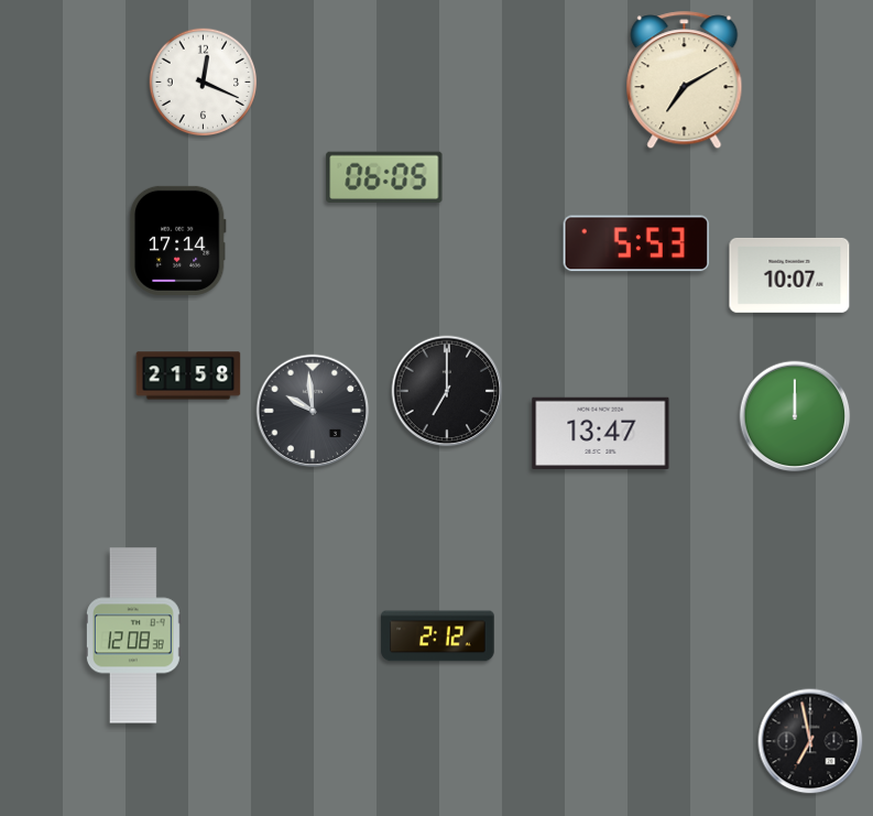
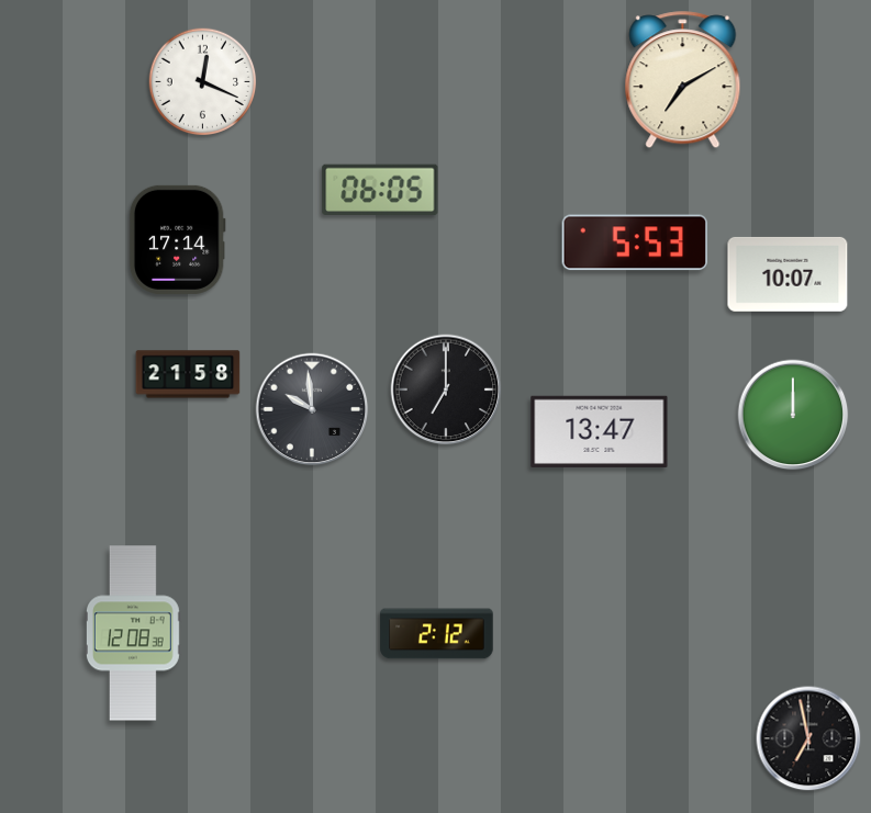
clock at (384, 176) position: (384, 176) -> (380, 189)
